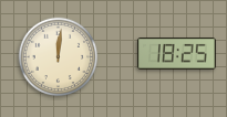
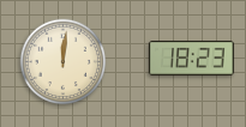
clock at (177, 54): 18:25 -> 18:23
